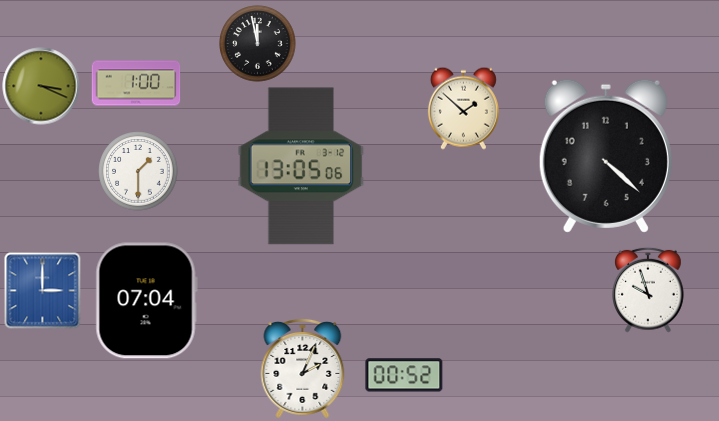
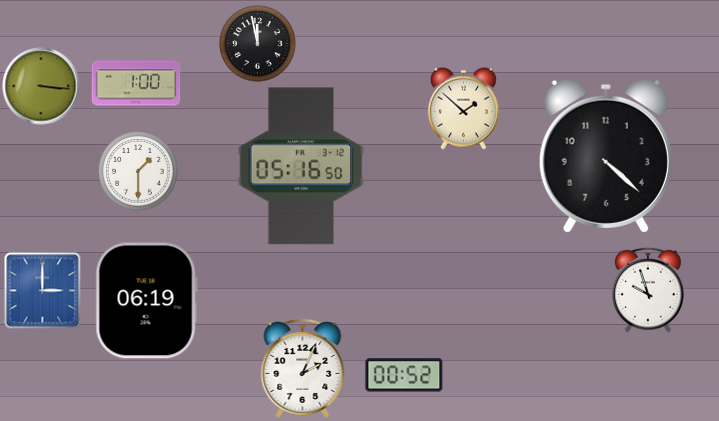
clock at (41, 86): 3:19 -> 3:16
clock at (301, 166): 13:05 -> 05:16
clock at (146, 301): 07:04 -> 06:19
